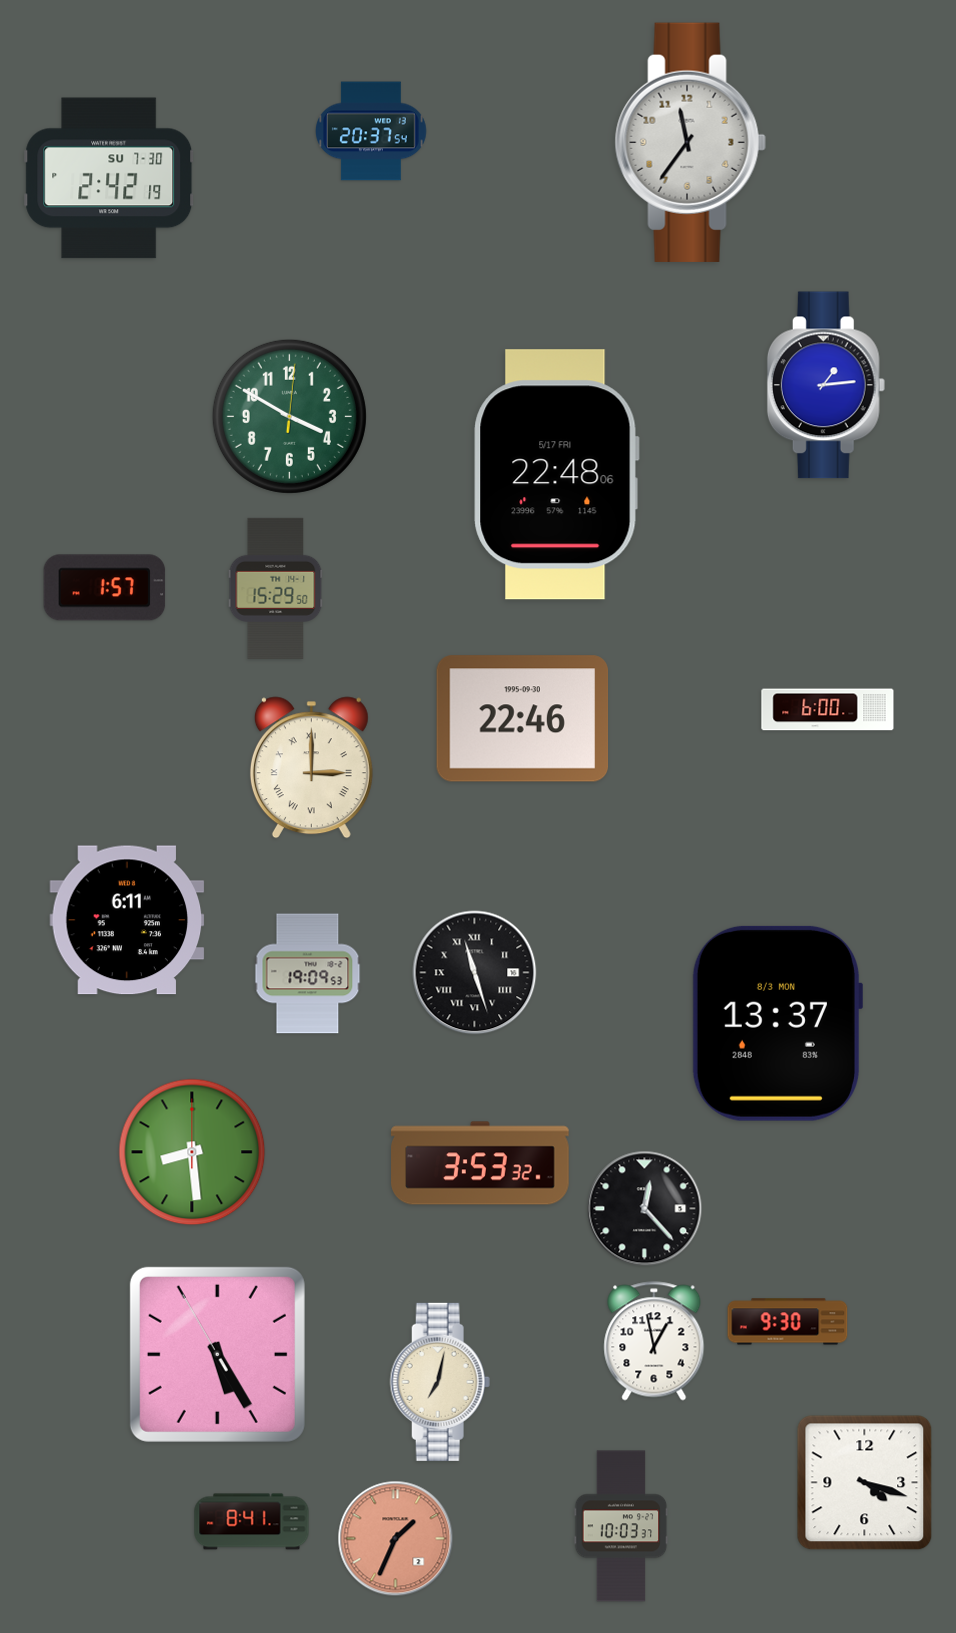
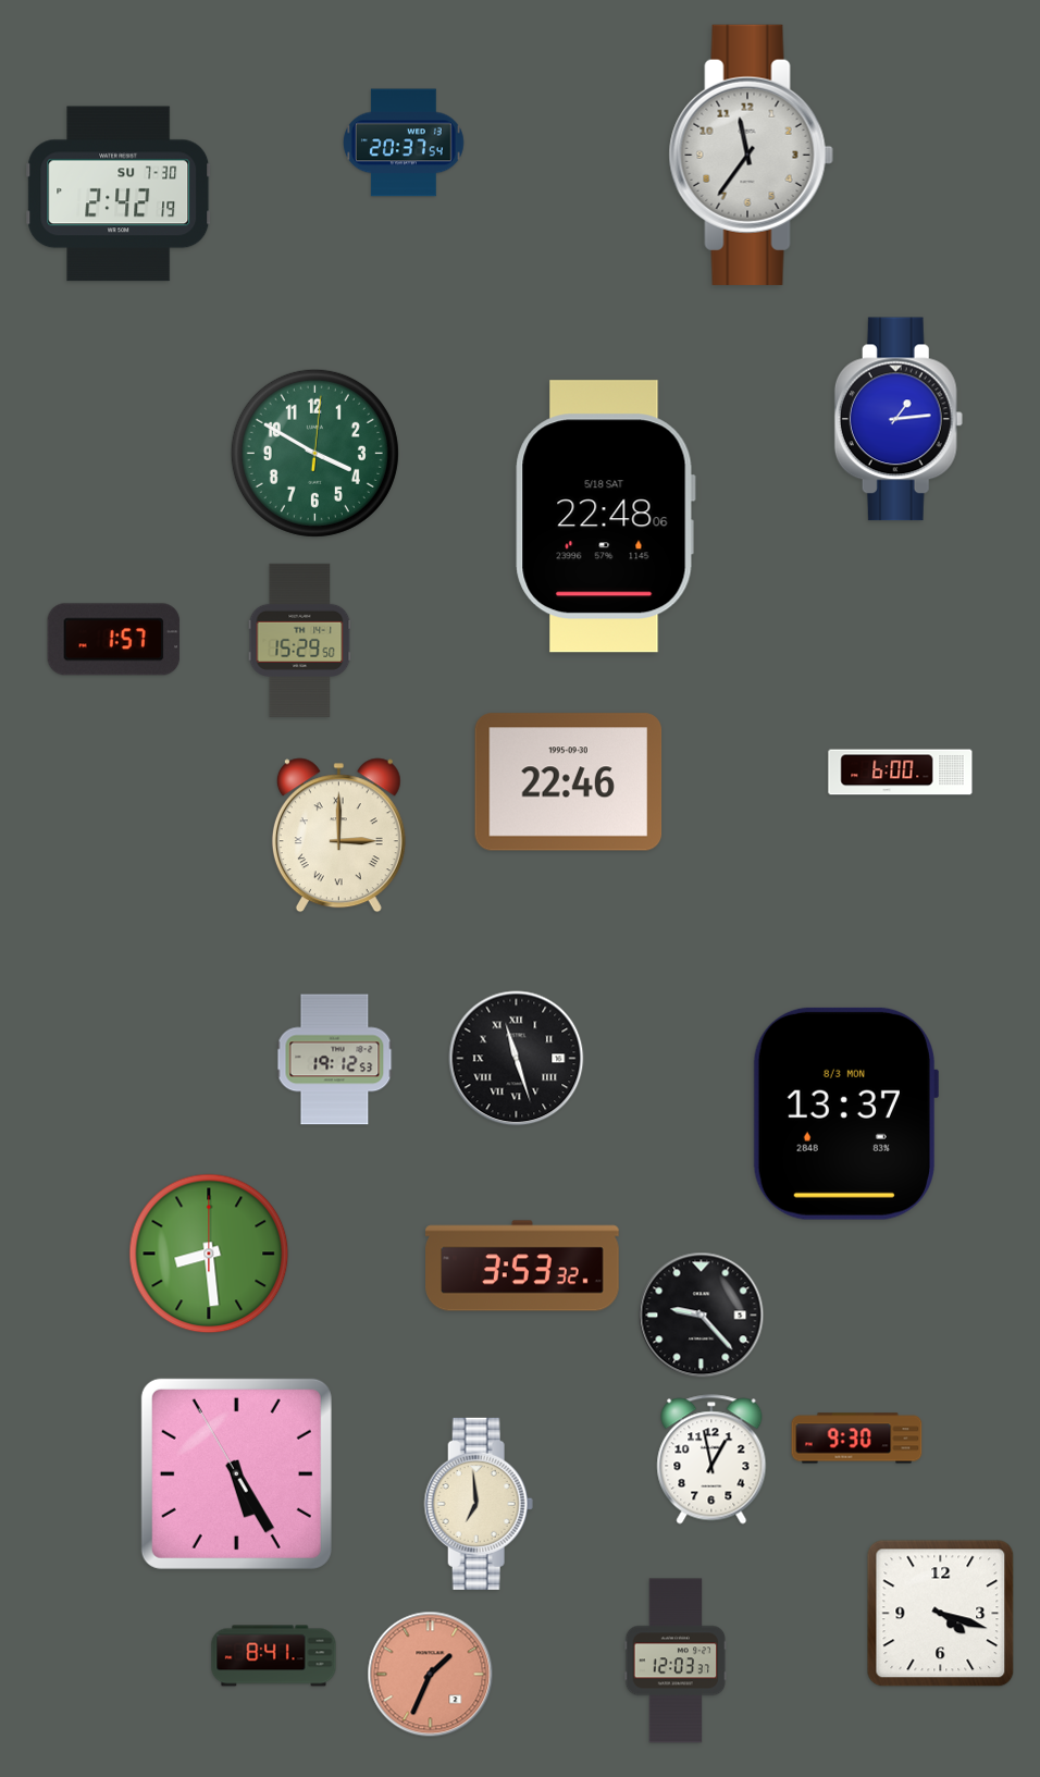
clock at (556, 475) date: 5/17 FRI -> 5/18 SAT
clock at (127, 920): 6:11 -> none
clock at (308, 974): 19:09 -> 19:12
clock at (645, 1209): 12:23 -> 9:23
clock at (440, 1382): 7:02 -> 6:59
clock at (621, 1526): 10:03 -> 12:03
